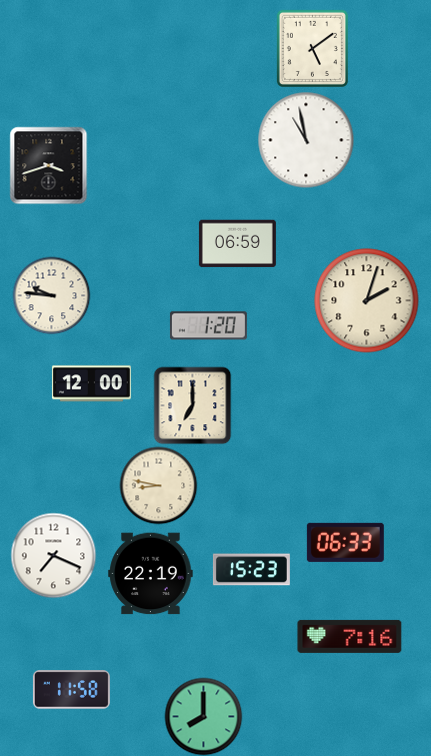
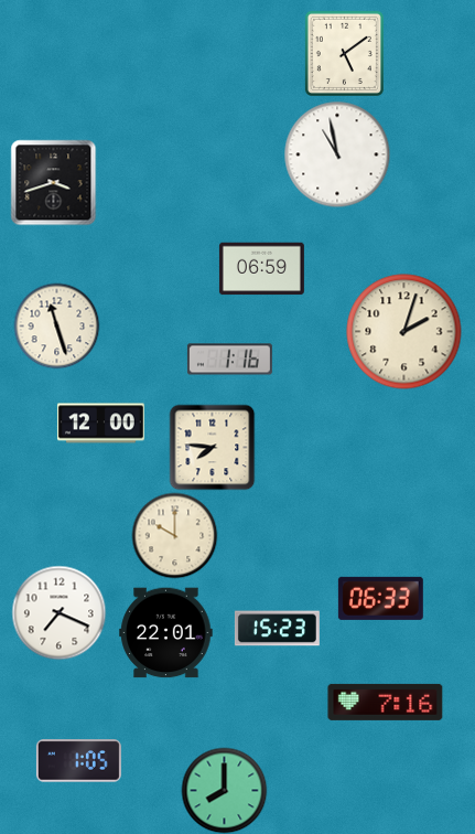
clock at (51, 295): 9:46 -> 11:27
clock at (208, 326): 1:20 -> 1:16
clock at (192, 405): 7:00 -> 7:46
clock at (158, 485): 8:47 -> 10:00
clock at (151, 574): 22:19 -> 22:01
clock at (71, 690): 11:58 -> 1:05
